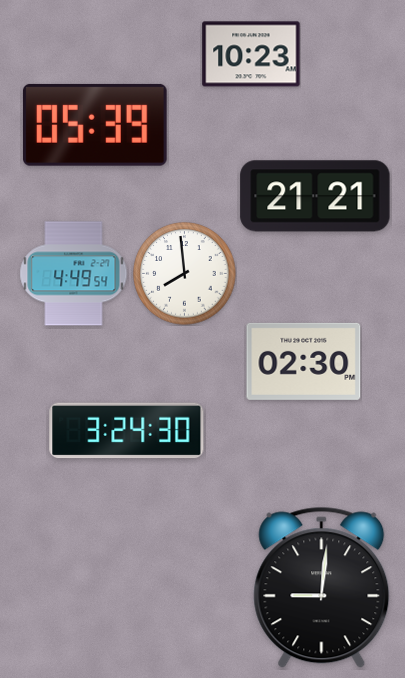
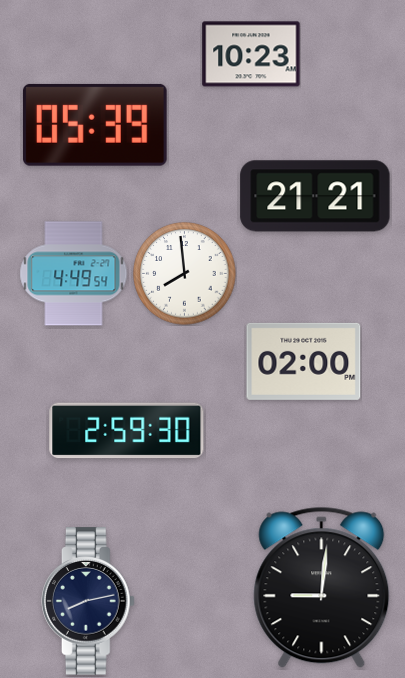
clock at (304, 361): 02:30 -> 02:00
clock at (127, 431): 3:24 -> 2:59
clock at (88, 601): none -> 8:13
